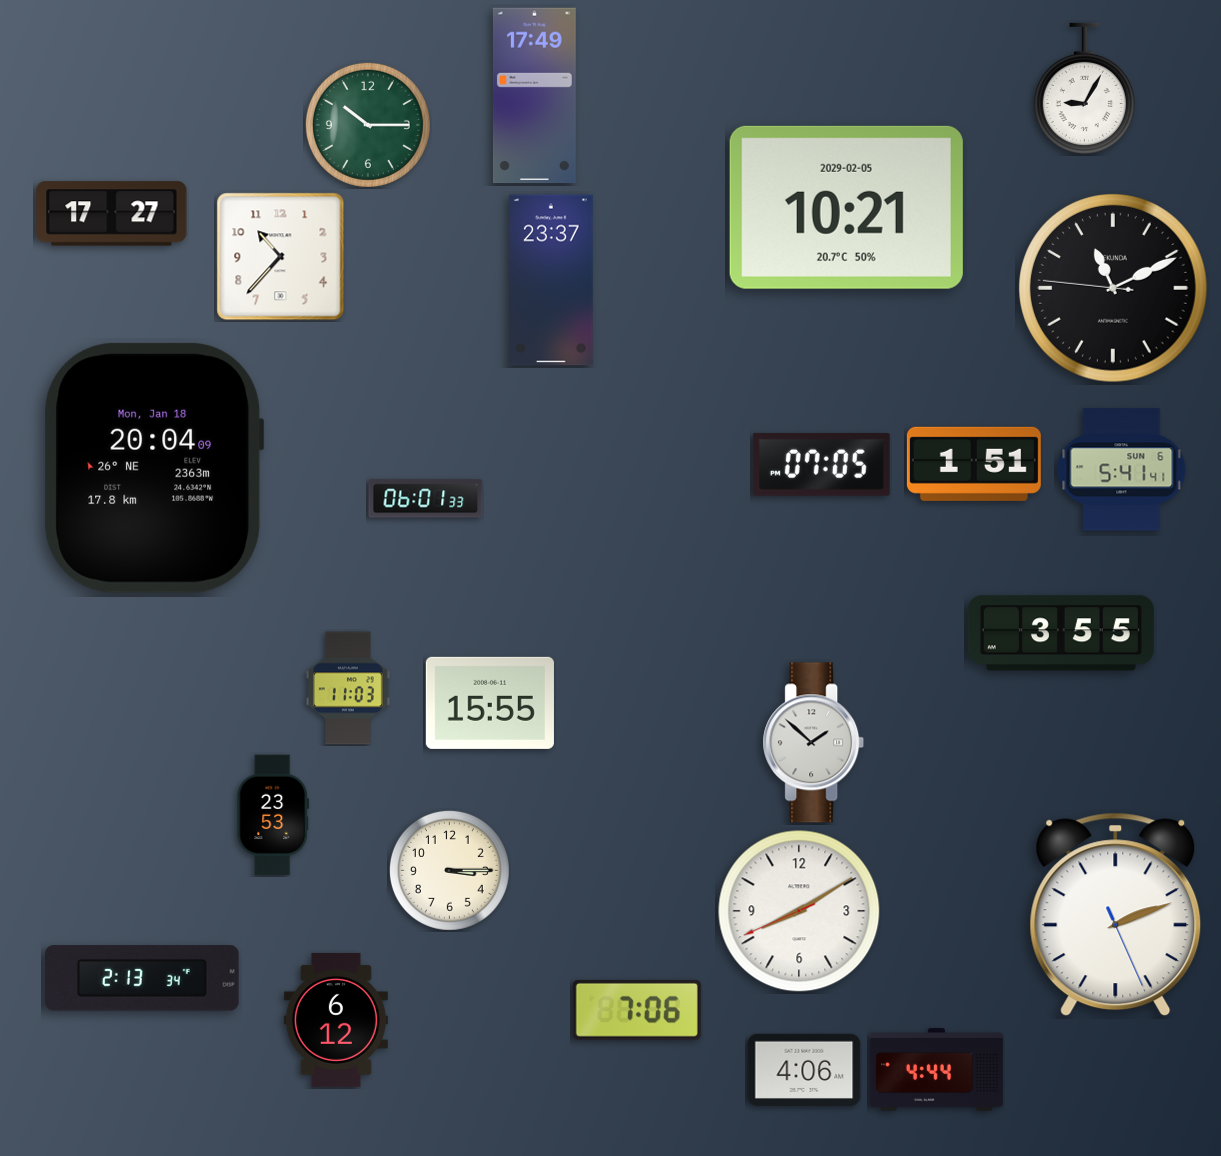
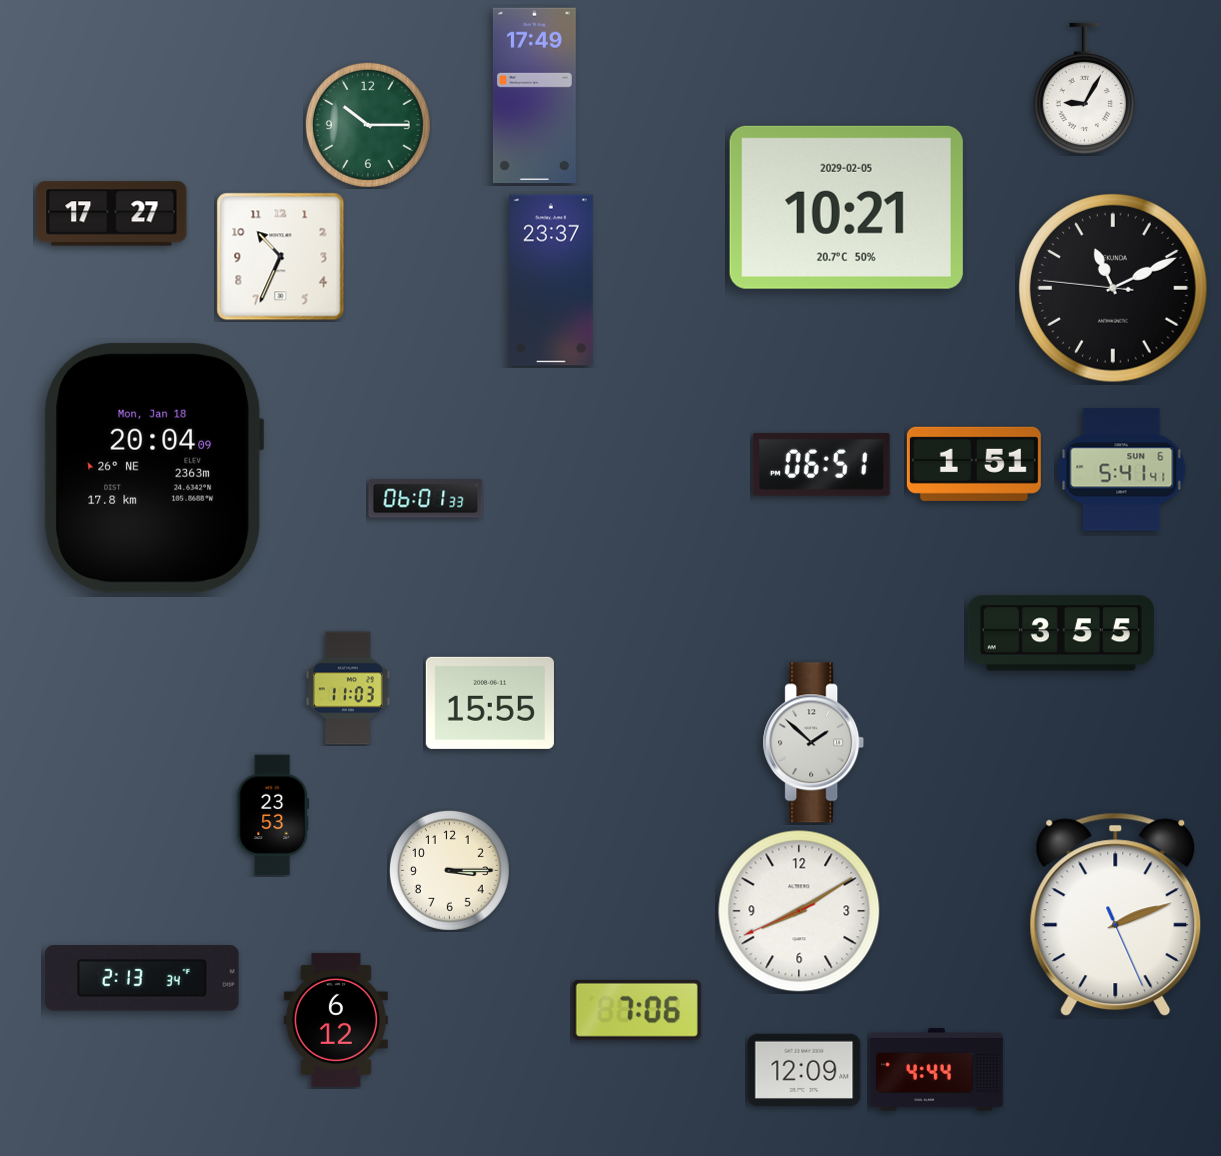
clock at (281, 257): 10:37 -> 10:34
clock at (821, 464): 07:05 -> 06:51
clock at (804, 1069): 4:06 -> 12:09
